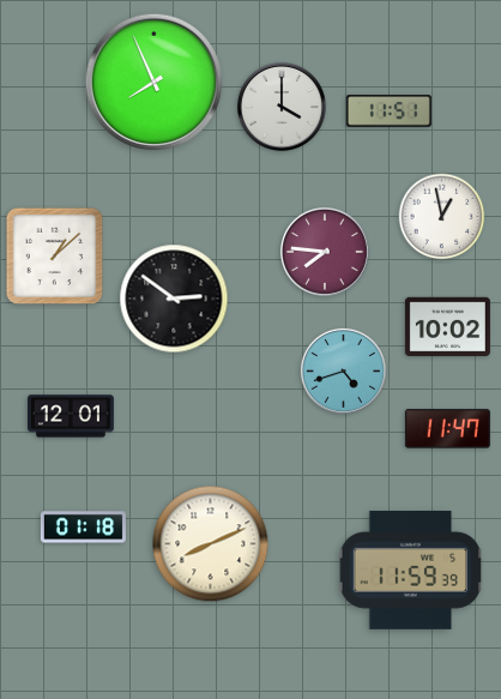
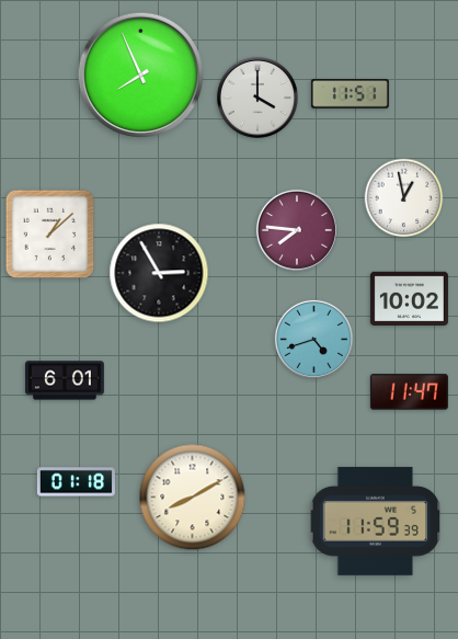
clock at (388, 112) position: (388, 112) -> (350, 94)
clock at (174, 299): 2:51 -> 2:55
clock at (71, 416): 12:01 -> 6:01
clock at (211, 544): 8:11 -> 8:10
